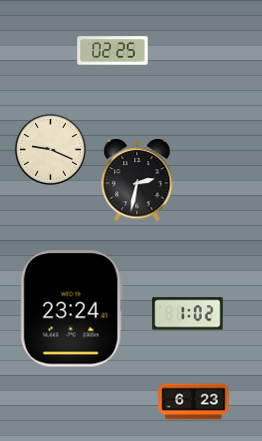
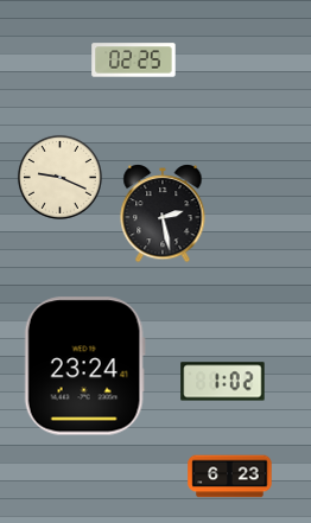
clock at (137, 181): 2:32 -> 2:28
clock at (188, 314) position: (188, 314) -> (223, 382)
